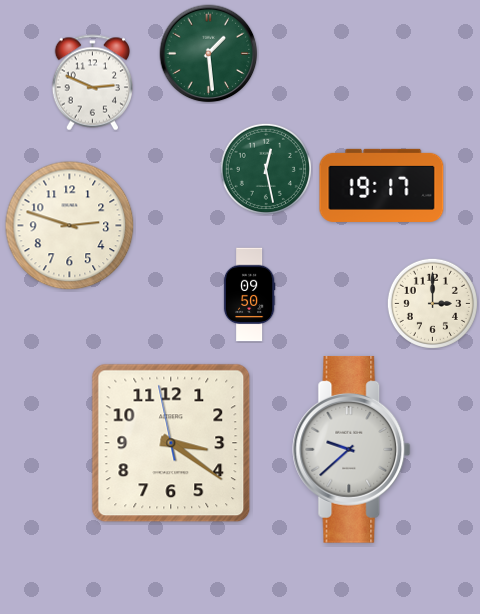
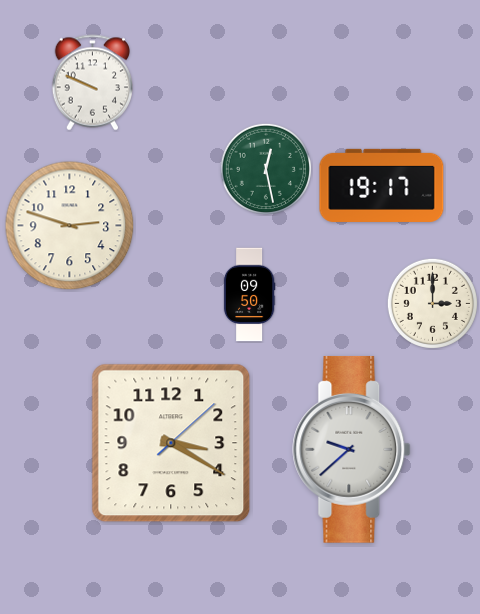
clock at (209, 54): 1:29 -> none
clock at (92, 83): 2:49 -> 9:49
clock at (171, 443): 3:20:58 -> 3:20:08
